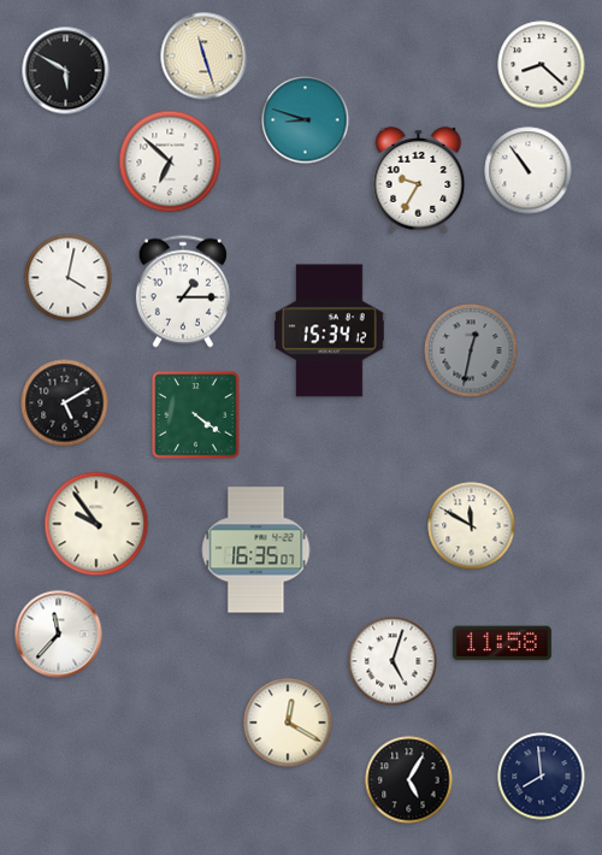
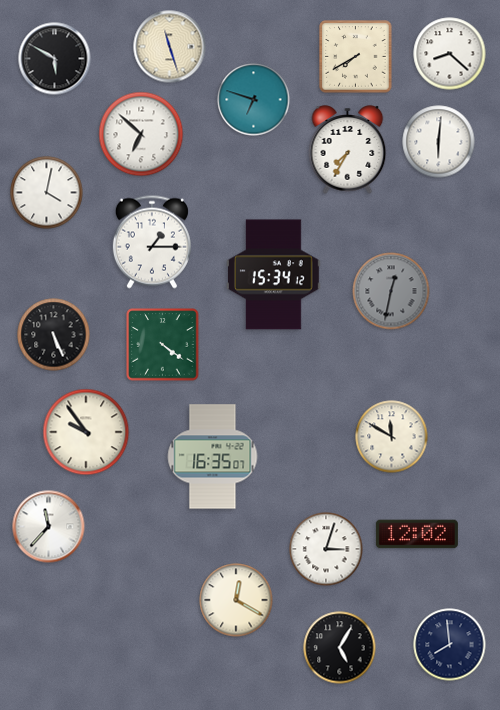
clock at (356, 57): none -> 7:40
clock at (306, 120): 8:48 -> 6:48
clock at (529, 171): 10:54 -> 6:01
clock at (419, 181): 9:35 -> 7:35
clock at (69, 278) position: (69, 278) -> (47, 193)
clock at (65, 403): 5:10 -> 5:26
clock at (96, 524) position: (96, 524) -> (86, 432)
clock at (502, 643): 11:58 -> 12:02
clock at (393, 661): 5:03 -> 3:03
clock at (288, 723) position: (288, 723) -> (236, 600)
